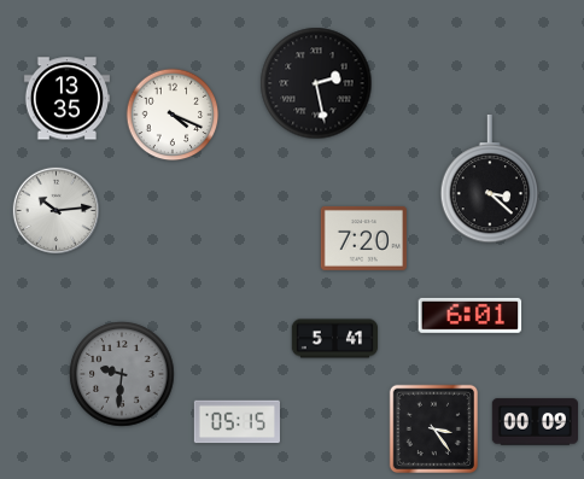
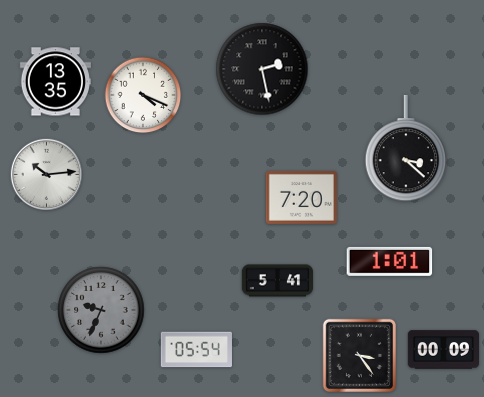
clock at (471, 315): 6:01 -> 1:01
clock at (122, 374): 9:31 -> 9:34
clock at (236, 422): 05:15 -> 05:54
